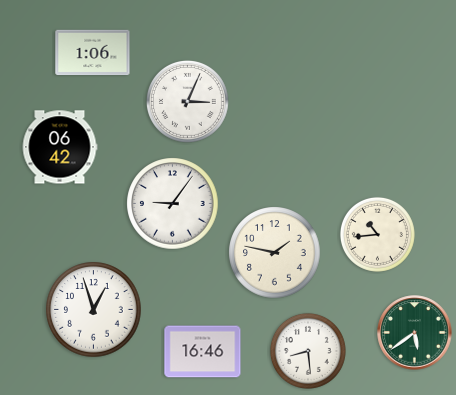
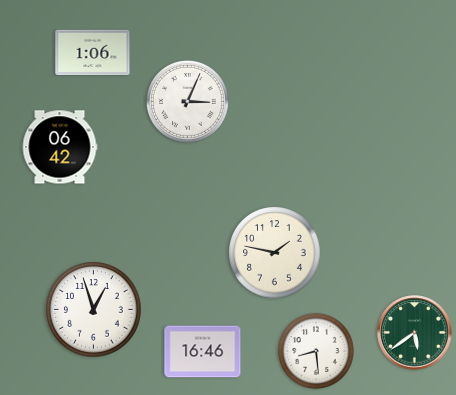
clock at (173, 204): 9:06 -> none
clock at (377, 234): 10:44 -> none
clock at (308, 351) position: (308, 351) -> (316, 351)
